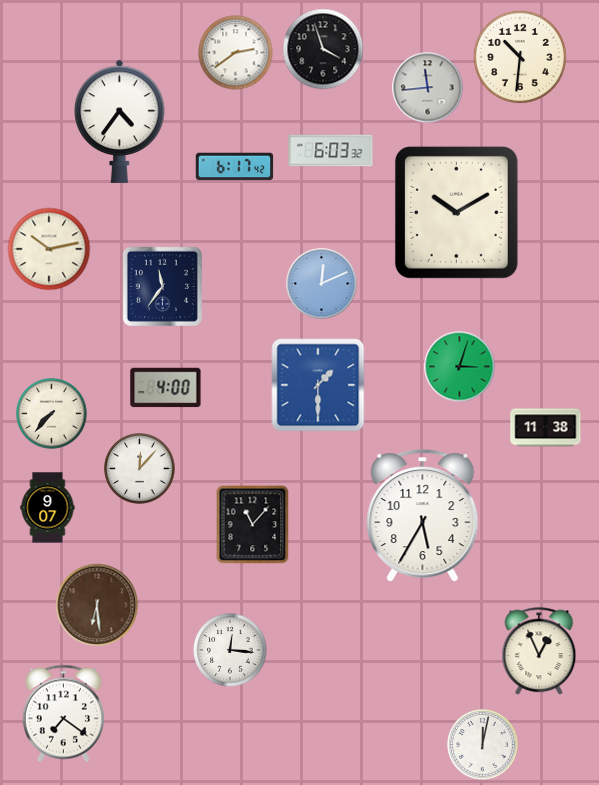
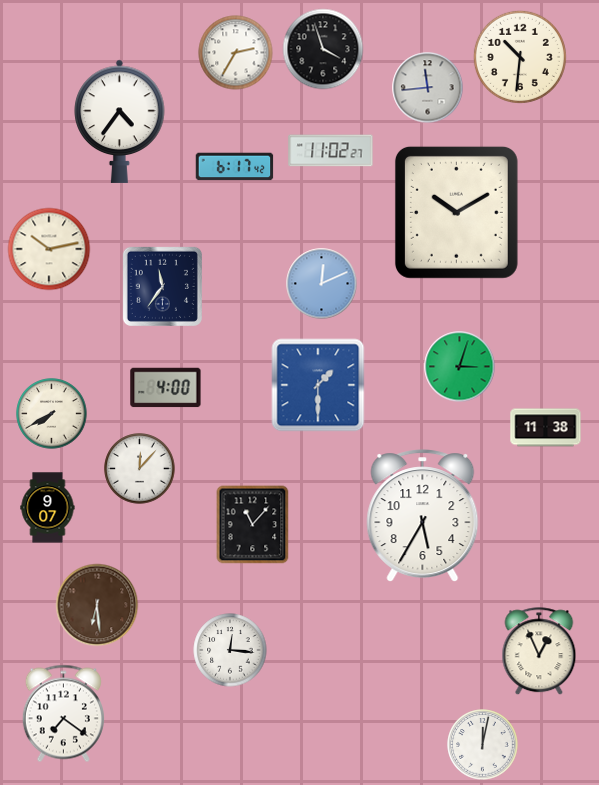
clock at (236, 53): 2:39 -> 2:35
clock at (331, 151): 6:03 -> 11:02
clock at (52, 414): 7:37 -> 7:40
